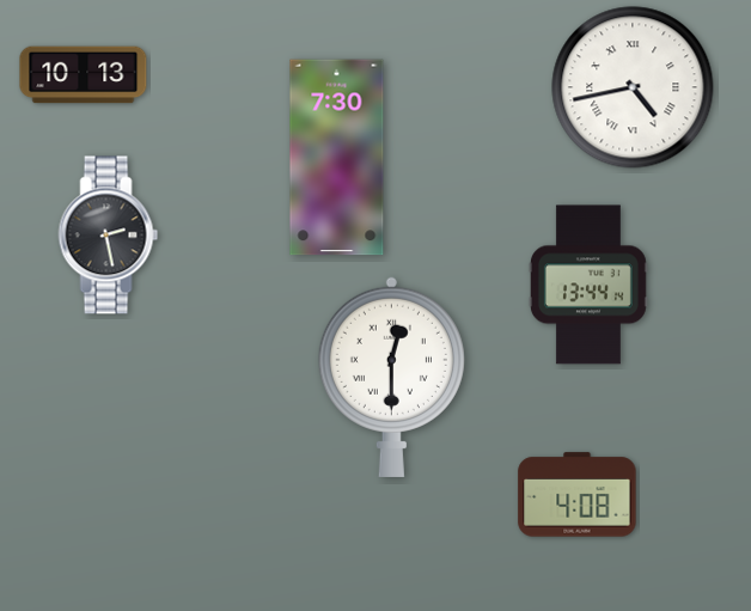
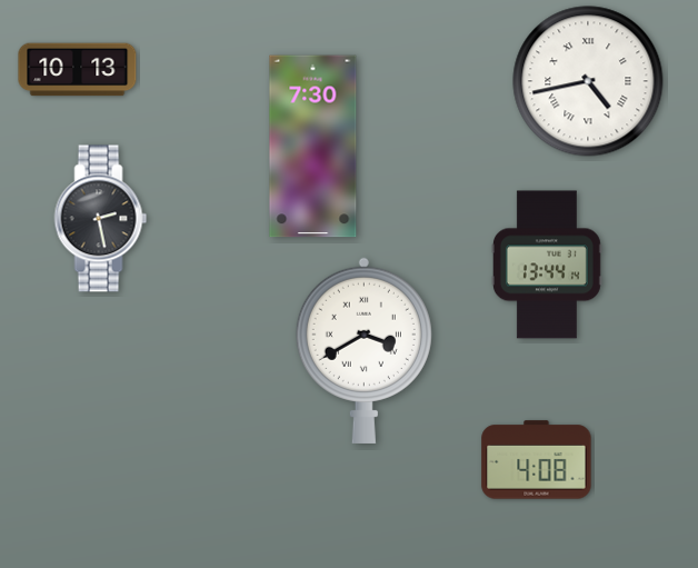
clock at (391, 377): 12:30 -> 3:40
